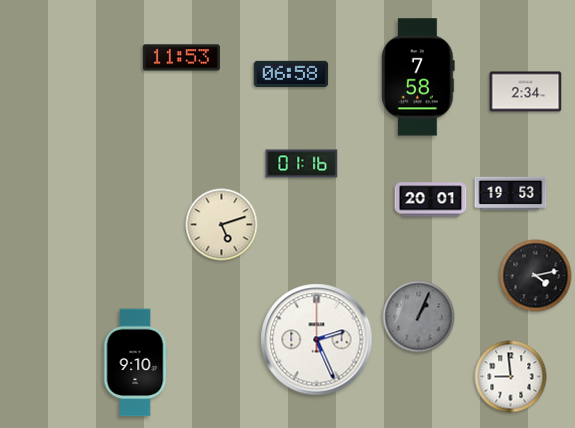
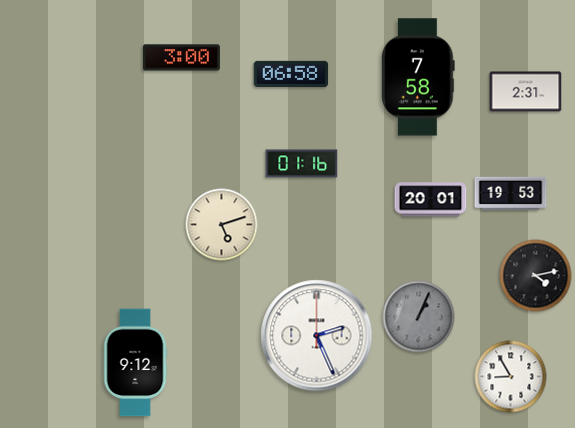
clock at (181, 58): 11:53 -> 3:00
clock at (526, 92): 2:34 -> 2:31
clock at (317, 340) position: (317, 340) -> (317, 336)
clock at (135, 363): 9:10 -> 9:12
clock at (511, 377): 8:59 -> 8:55
